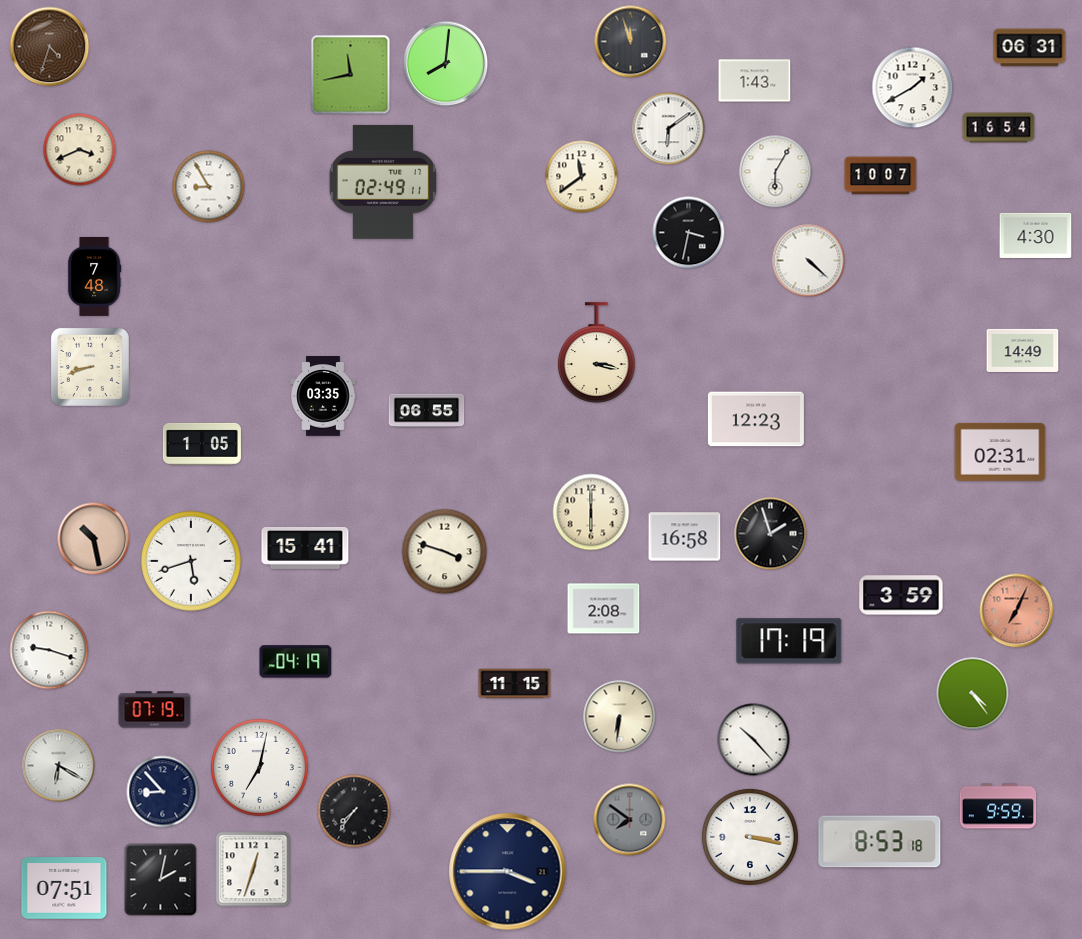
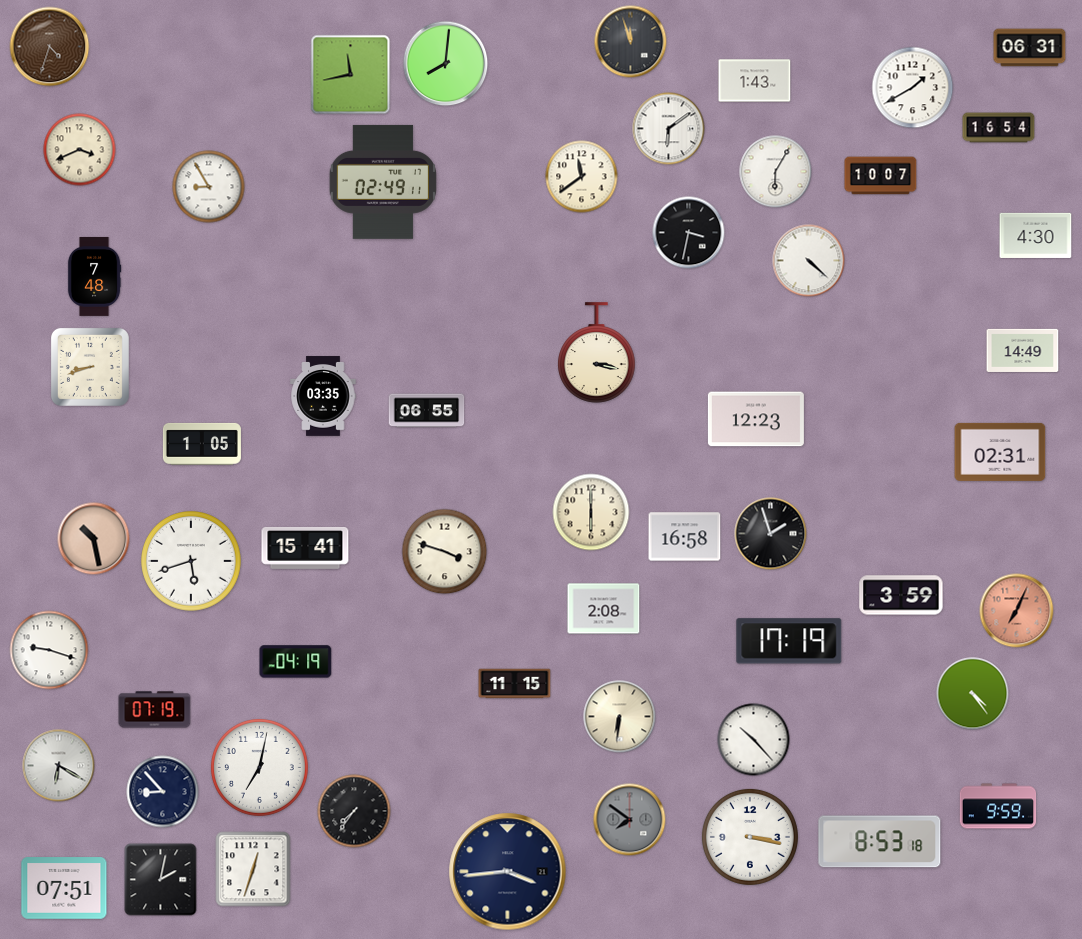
clock at (508, 872): 3:45 -> 3:44
